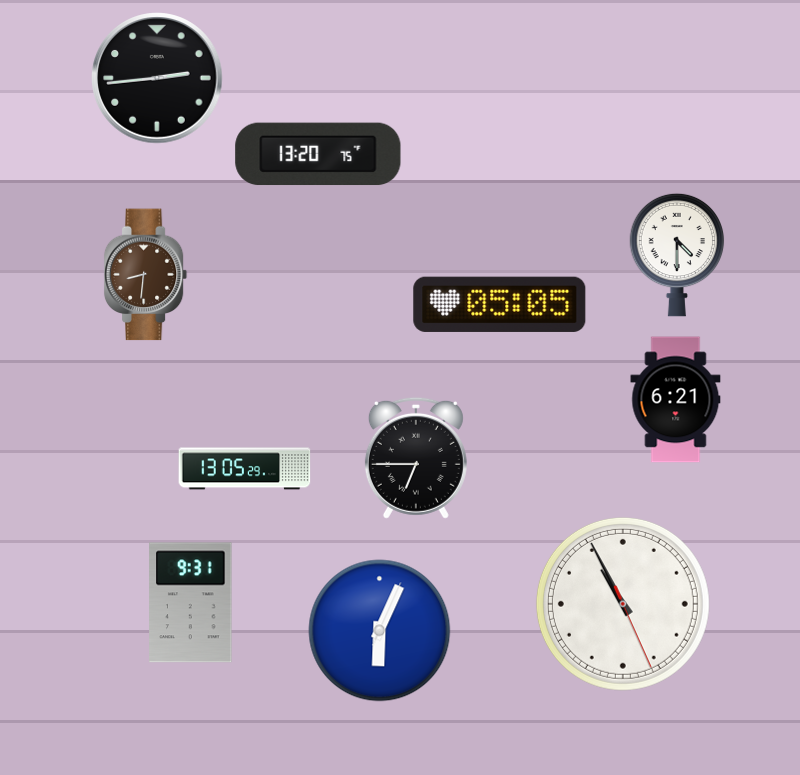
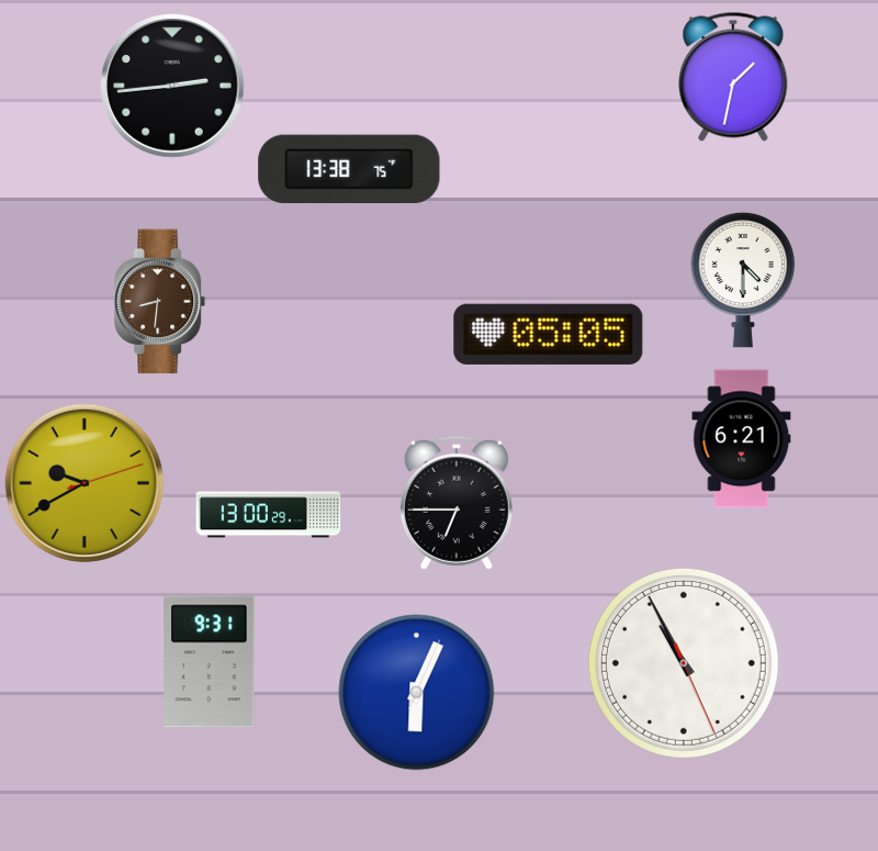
clock at (733, 77): none -> 1:32
clock at (318, 154): 13:20 -> 13:38
clock at (85, 483): none -> 9:40
clock at (245, 469): 13:05 -> 13:00
